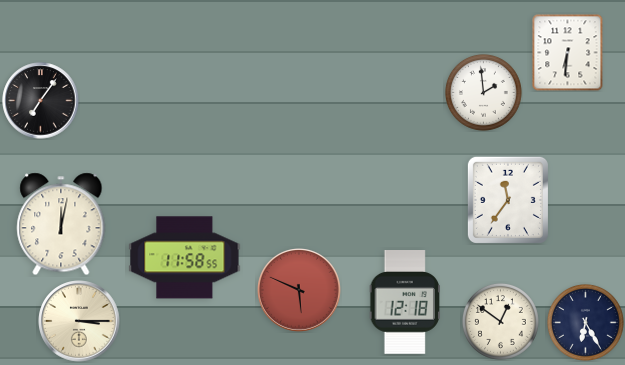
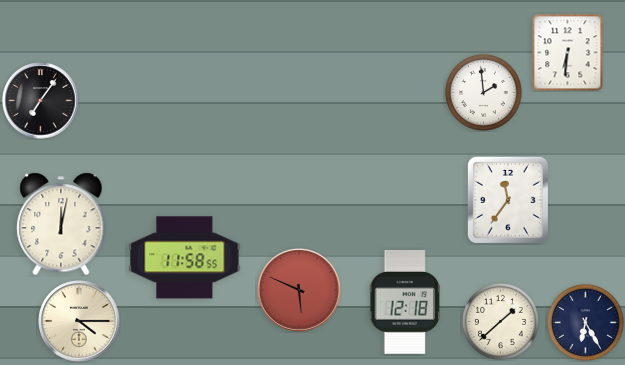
clock at (79, 321): 3:15 -> 4:15
clock at (500, 321): 12:51 -> 1:38
